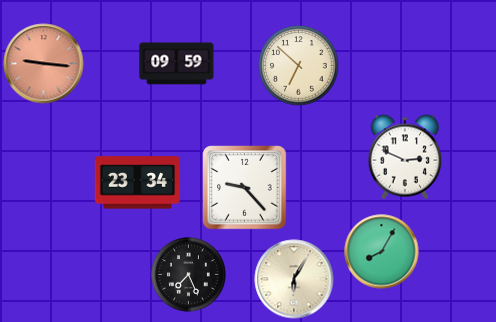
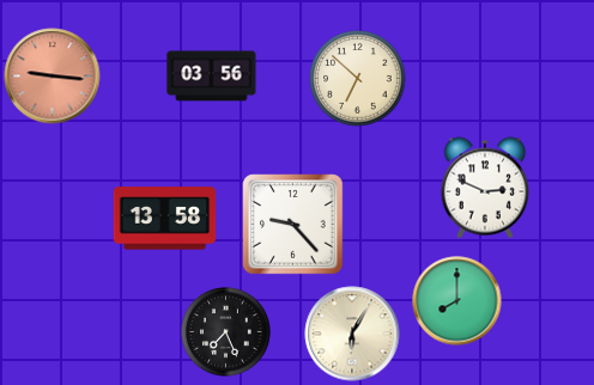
clock at (177, 64): 09:59 -> 03:56
clock at (138, 183): 23:34 -> 13:58
clock at (382, 252): 8:05 -> 8:00
clock at (189, 275) position: (189, 275) -> (226, 332)
